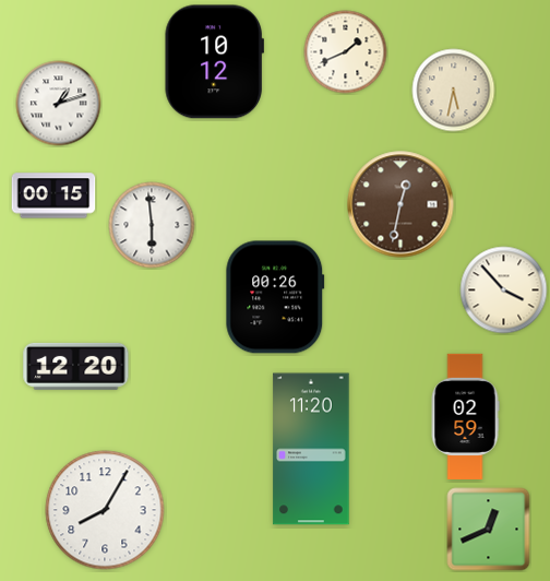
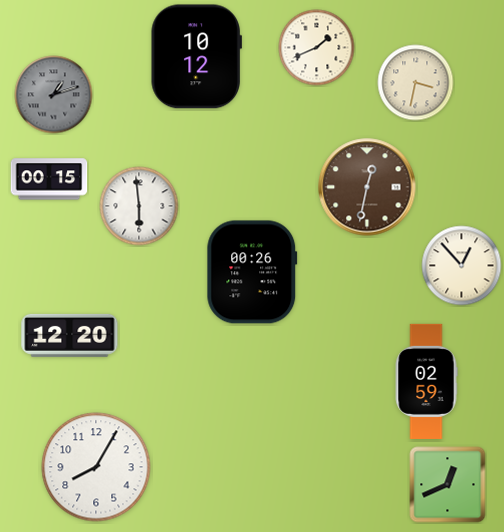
clock at (454, 91): 5:32 -> 3:32
clock at (59, 104) dial: white -> grey
clock at (504, 290): 3:53 -> 12:53
clock at (311, 449): 11:20 -> none
